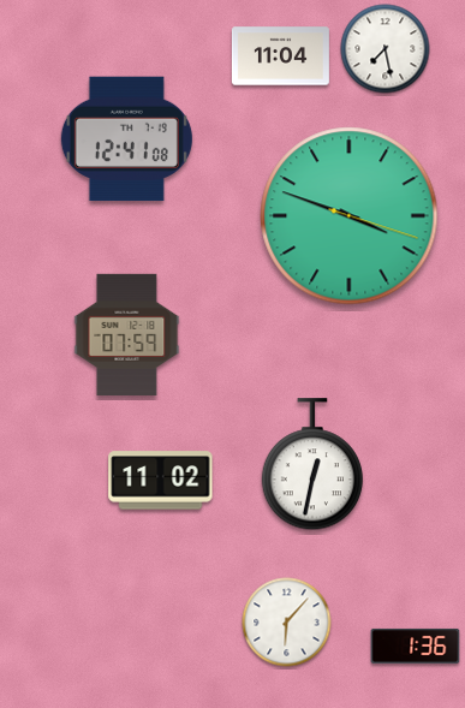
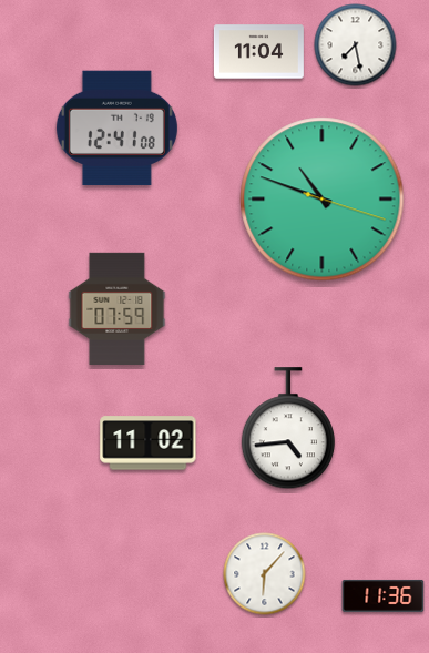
clock at (350, 216): 3:48 -> 10:48
clock at (311, 465): 12:32 -> 4:44
clock at (416, 645): 1:36 -> 11:36
